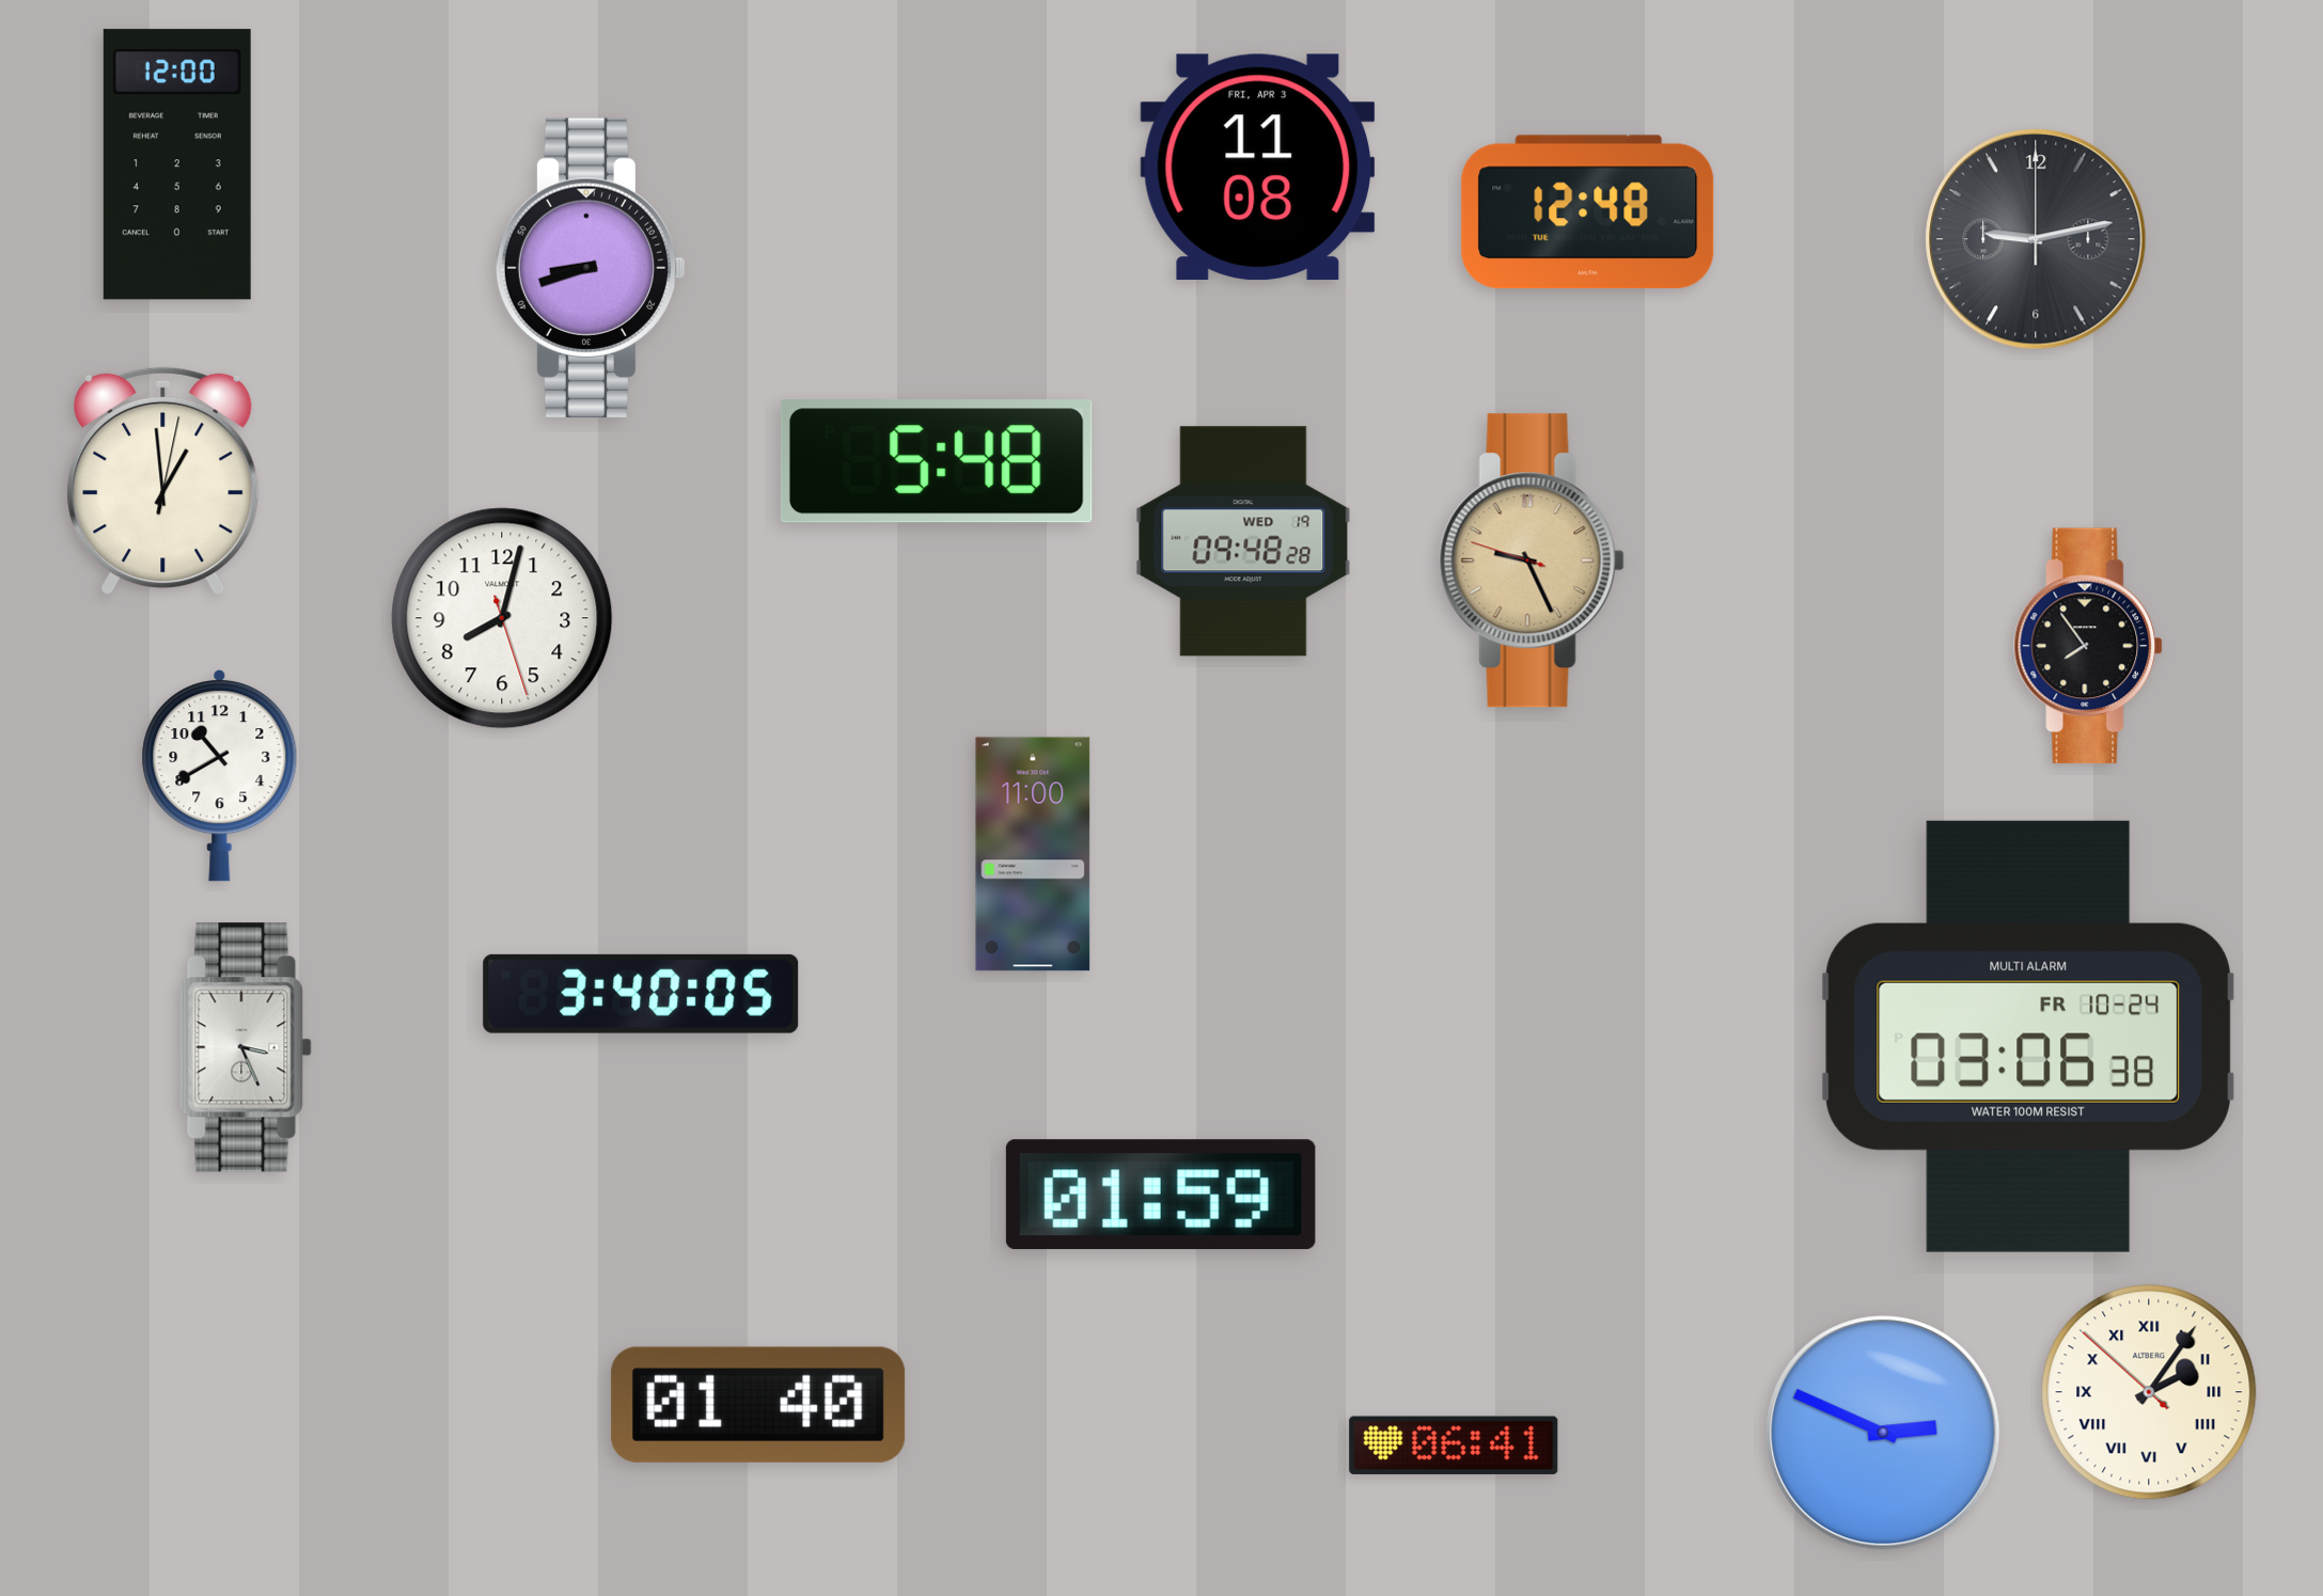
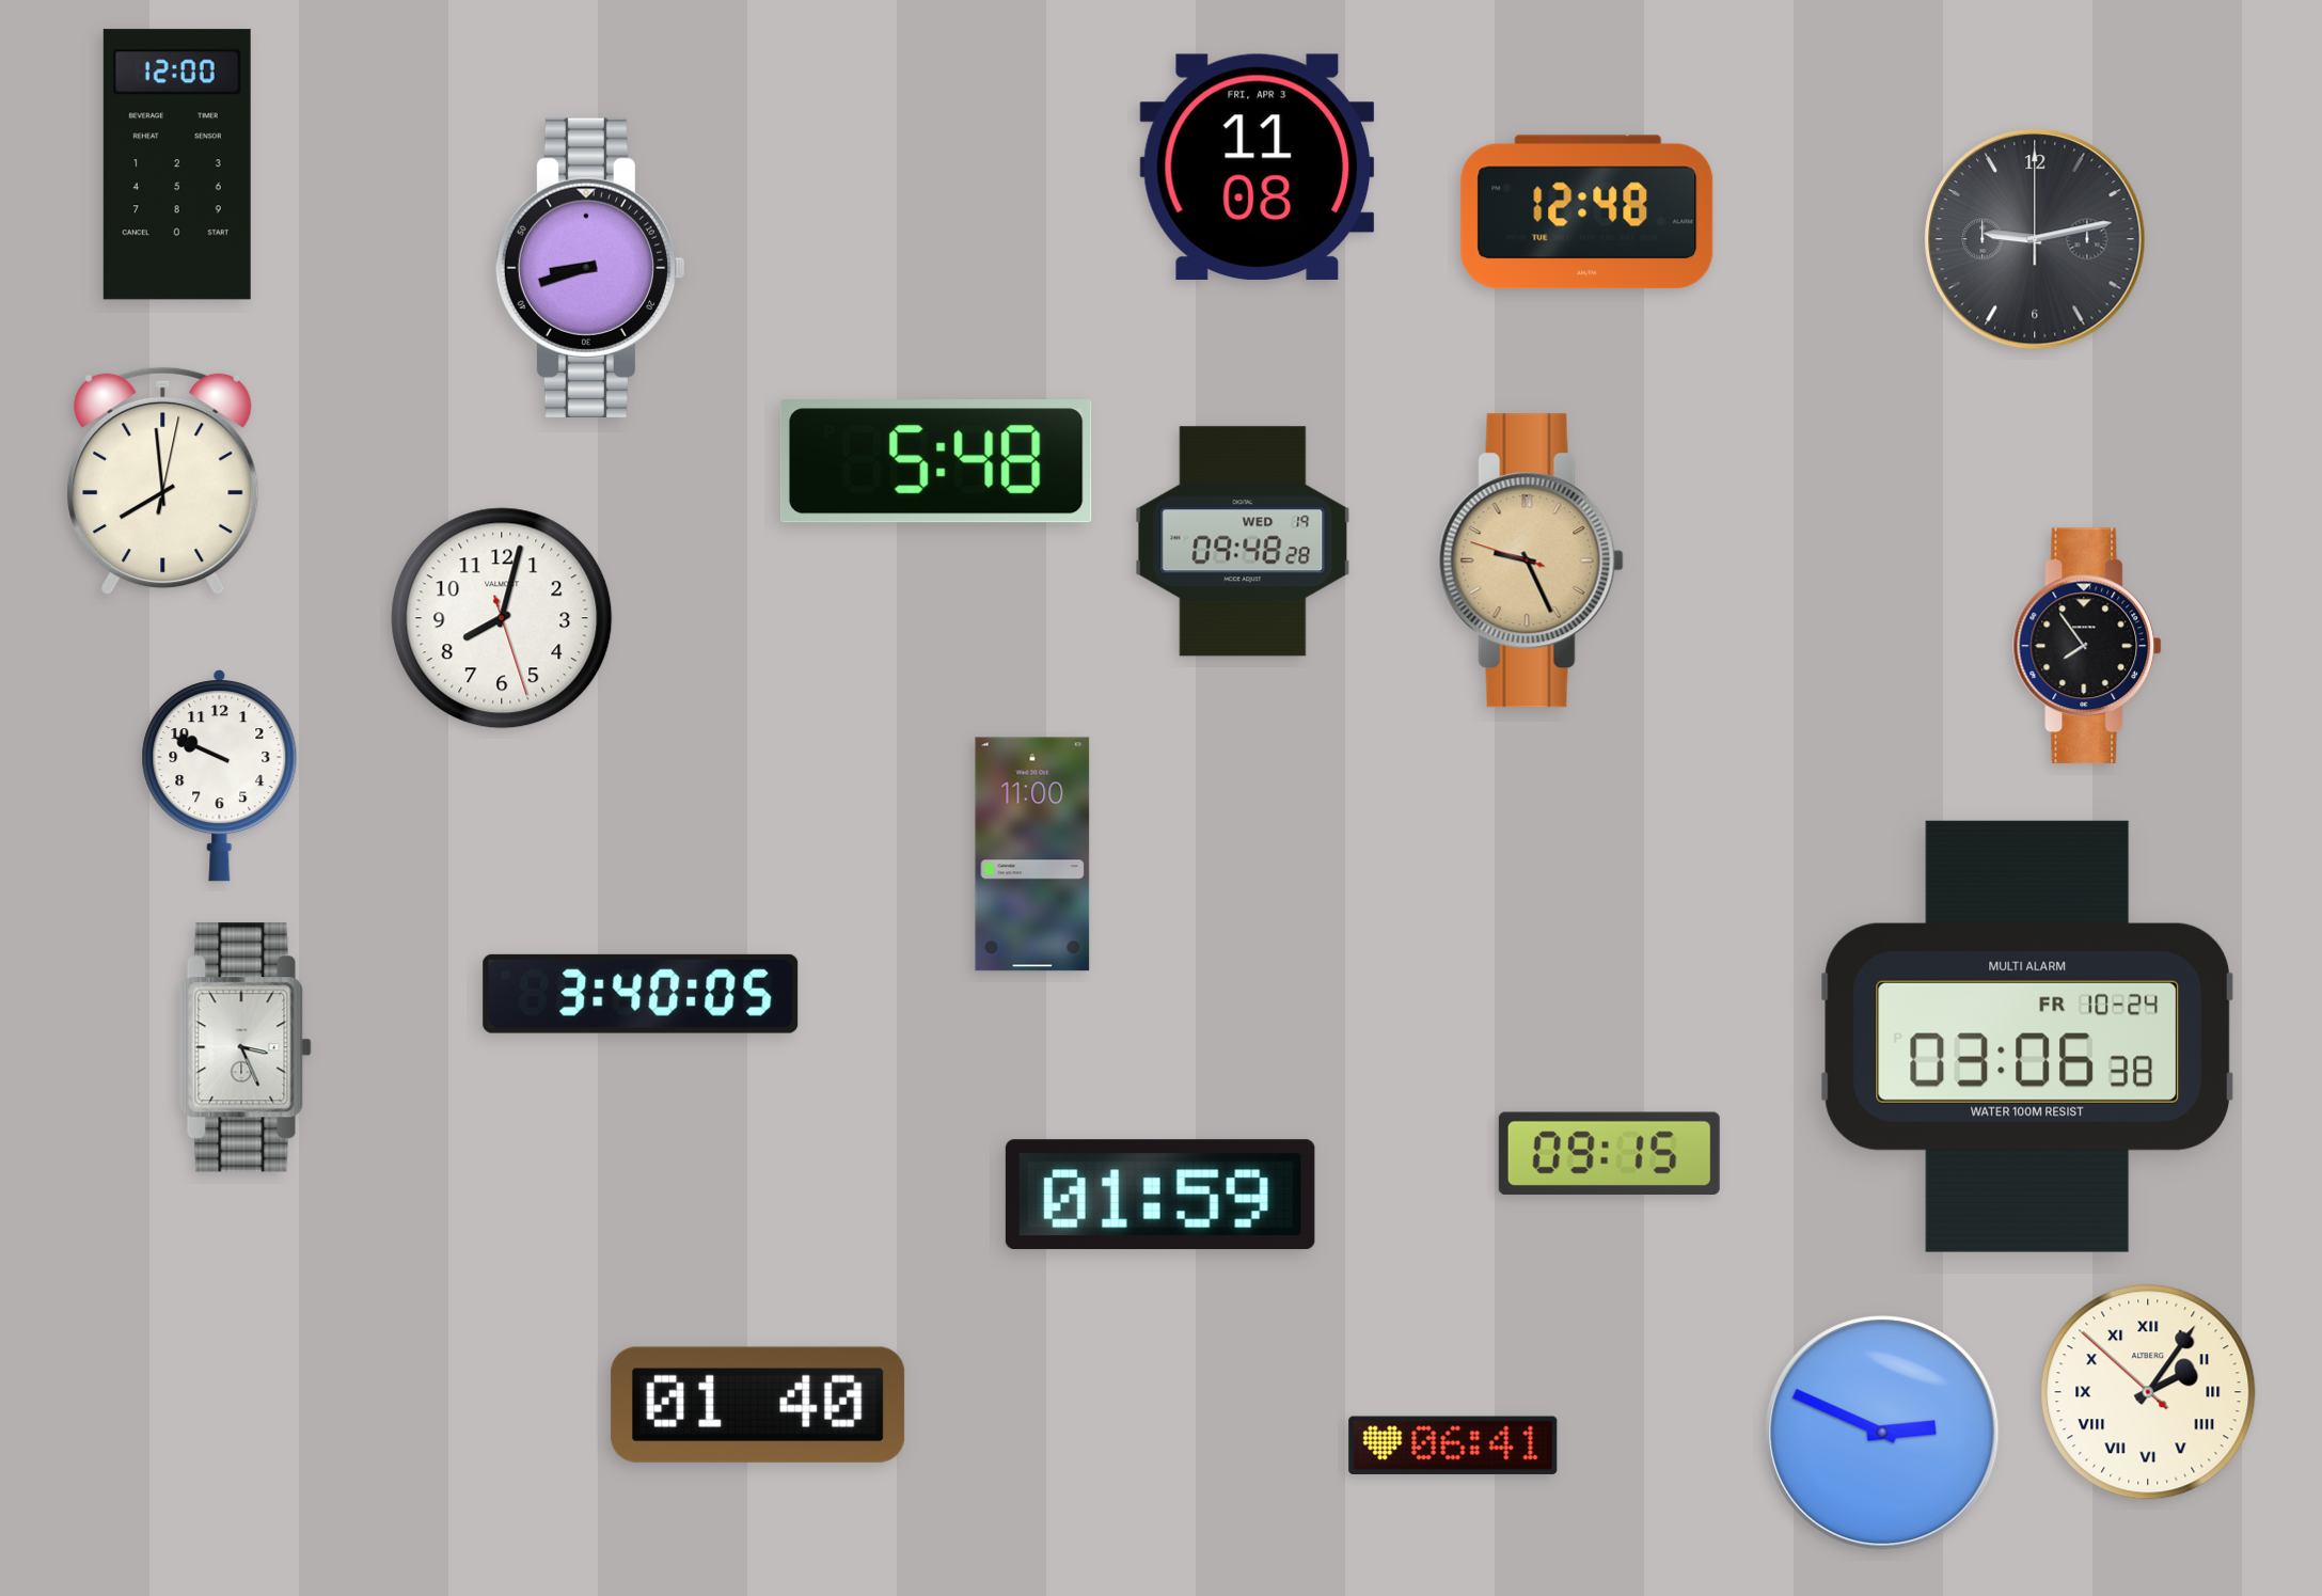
clock at (163, 481): 12:59 -> 7:59
clock at (220, 776): 10:40 -> 9:49
clock at (1609, 1153): none -> 09:15
